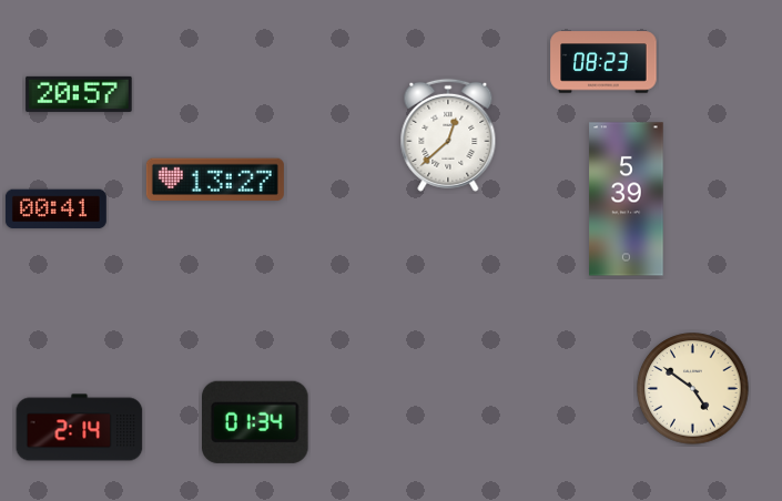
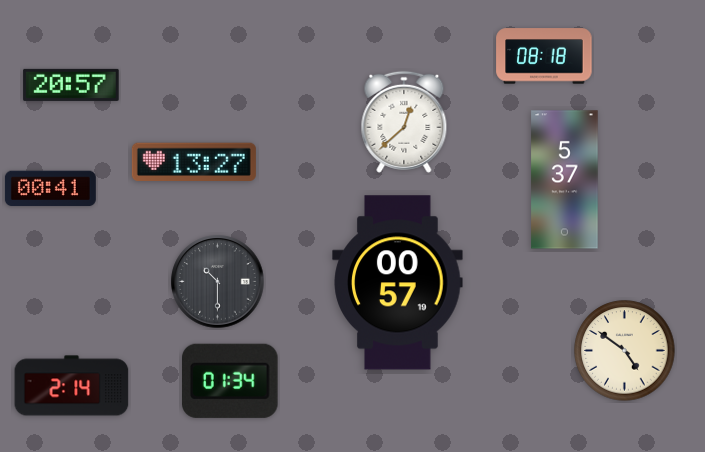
clock at (603, 62): 08:23 -> 08:18
clock at (627, 200): 5:39 -> 5:37
clock at (218, 282): none -> 10:30
clock at (398, 283): none -> 00:57
